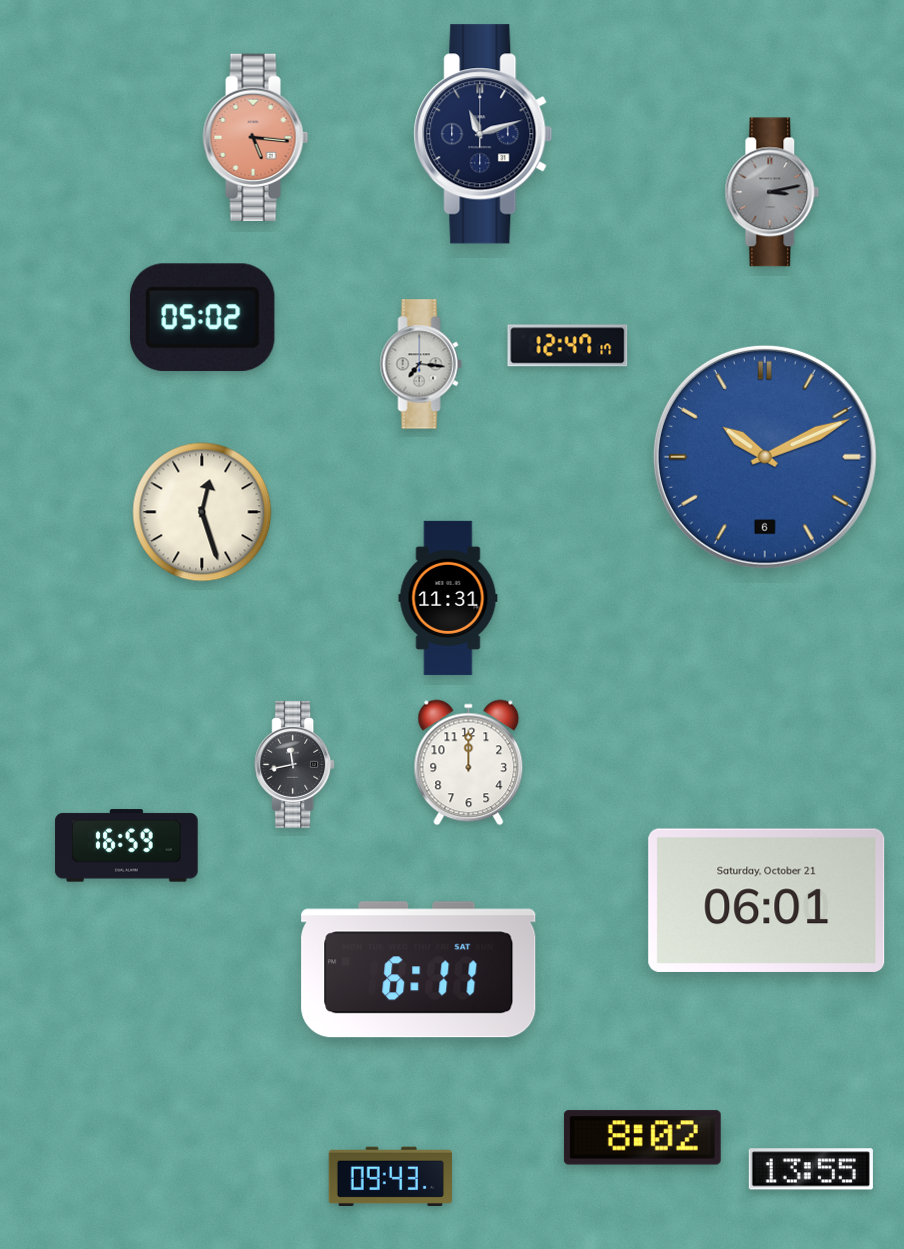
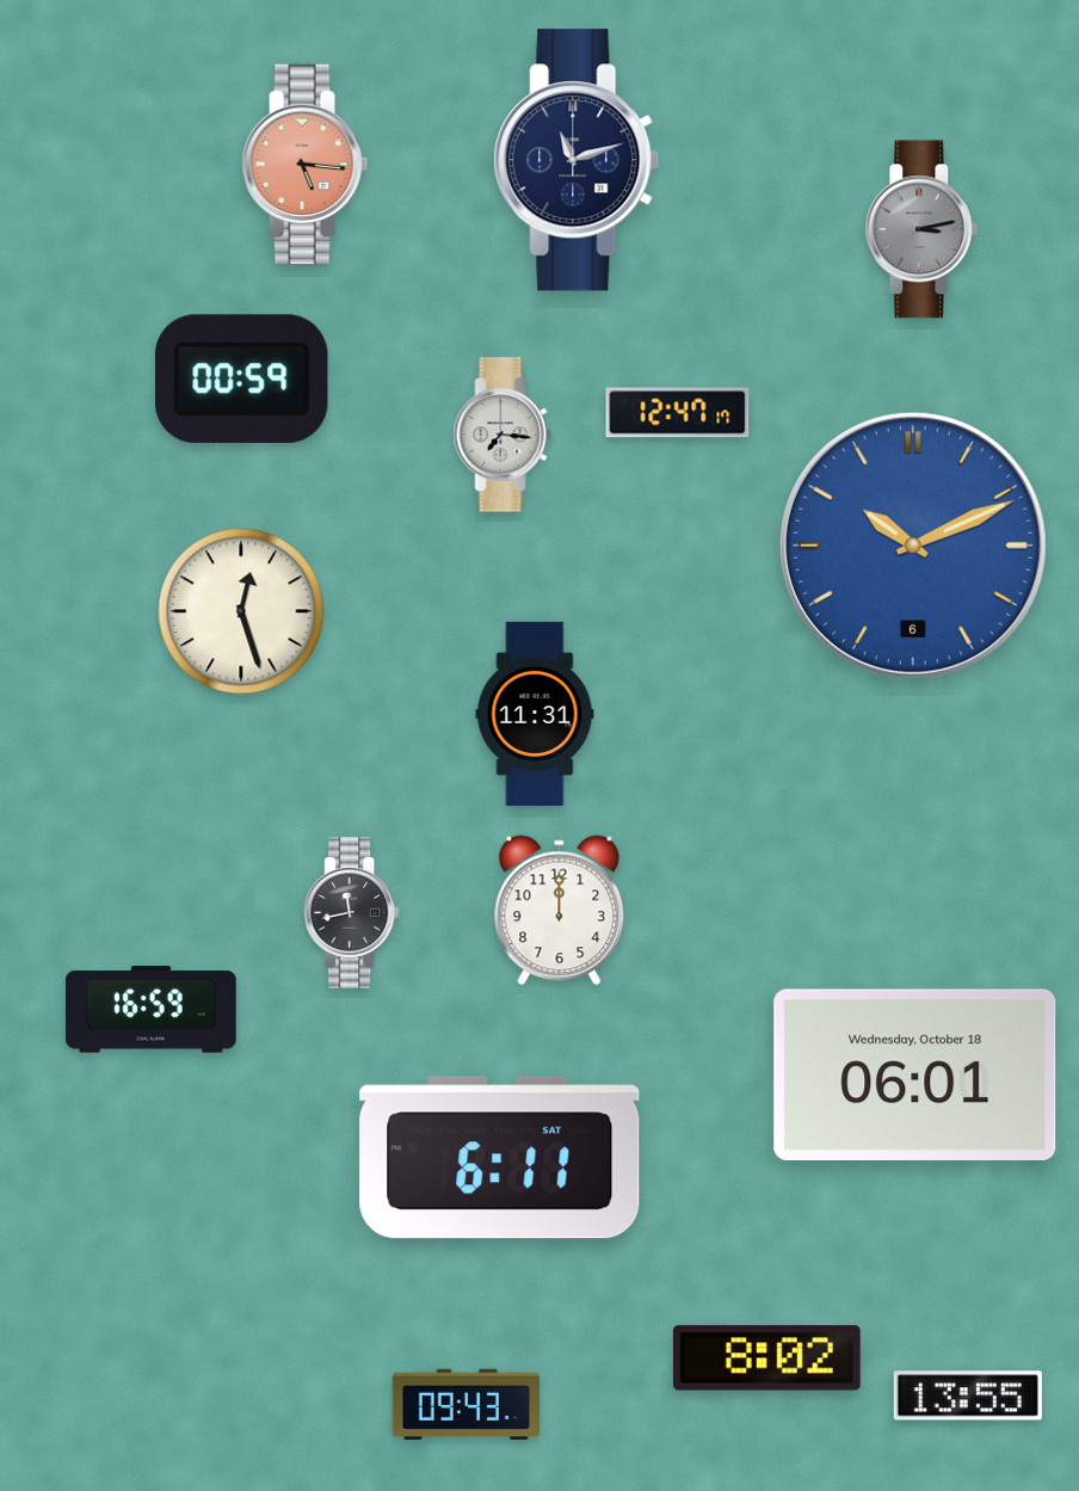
clock at (202, 318): 05:02 -> 00:59
clock at (767, 900) date: Saturday, October 21 -> Wednesday, October 18
